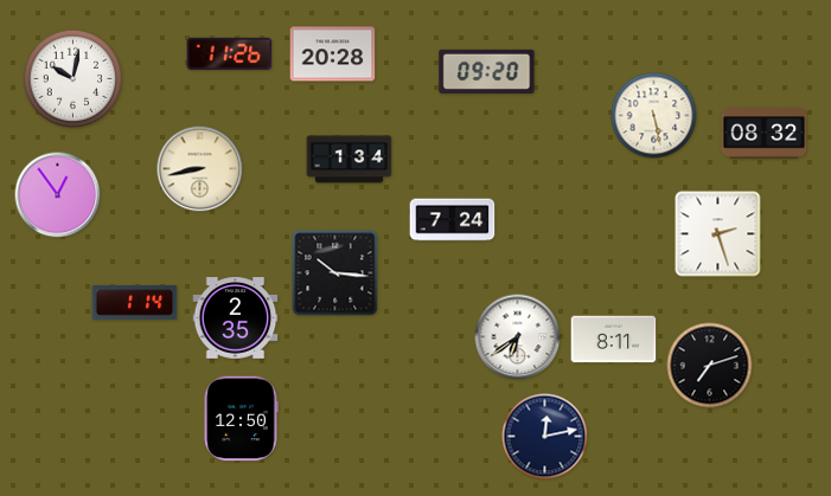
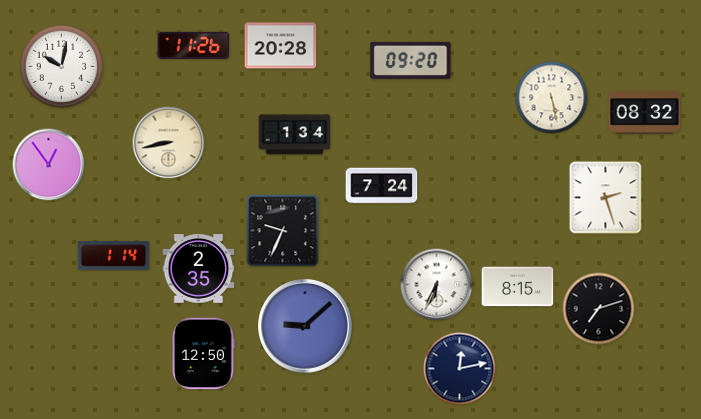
clock at (335, 273): 10:16 -> 9:34
clock at (518, 337): 6:39 -> 6:34
clock at (614, 340): 8:11 -> 8:15
clock at (305, 326): none -> 9:08
